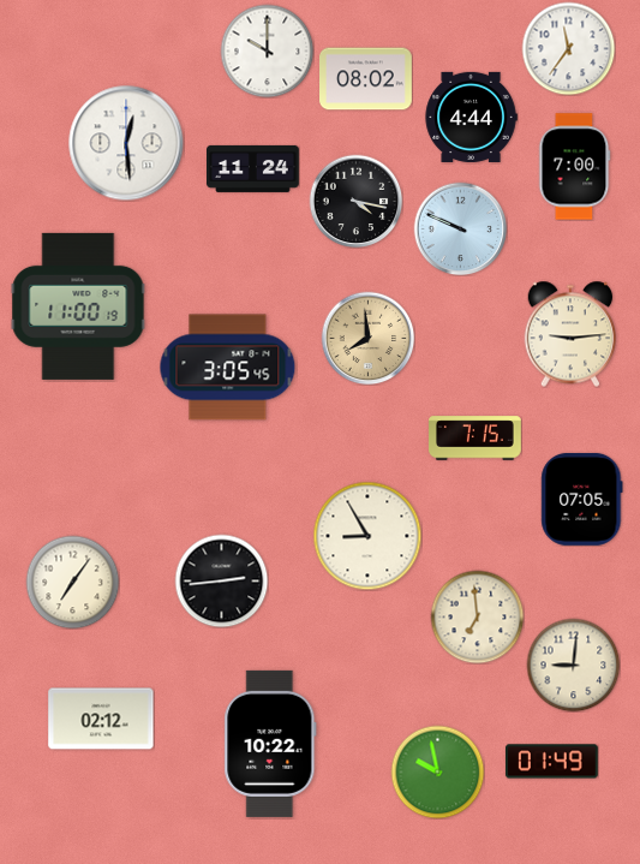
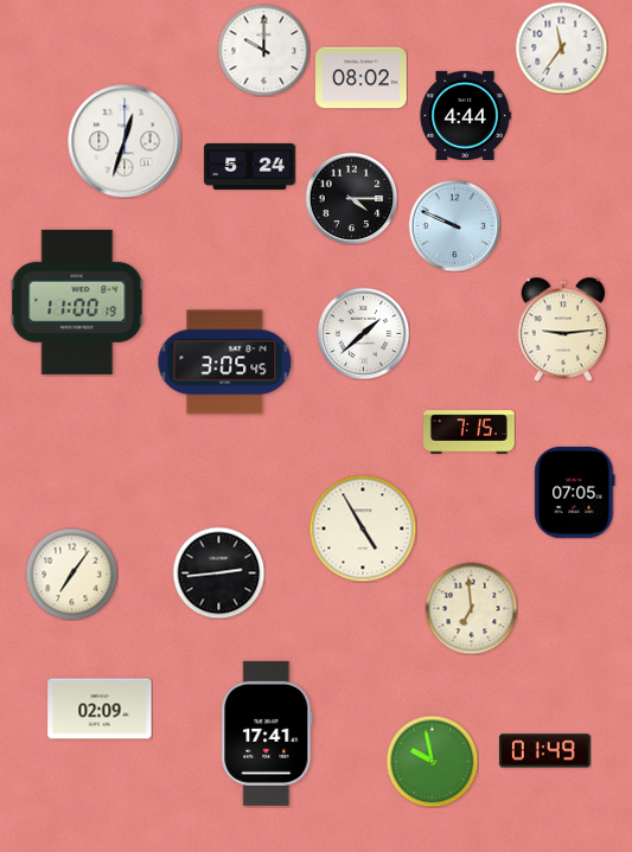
clock at (126, 143): 12:29 -> 12:33
clock at (574, 167): 7:00 -> none
clock at (253, 168): 11:24 -> 5:24
clock at (355, 201): 4:17 -> 4:15
clock at (367, 338): 7:59 -> 1:38
clock at (367, 338) dial: champagne -> white
clock at (367, 536): 8:55 -> 4:55
clock at (573, 665): 9:01 -> none
clock at (101, 719): 02:12 -> 02:09
clock at (270, 744): 10:22 -> 17:41
